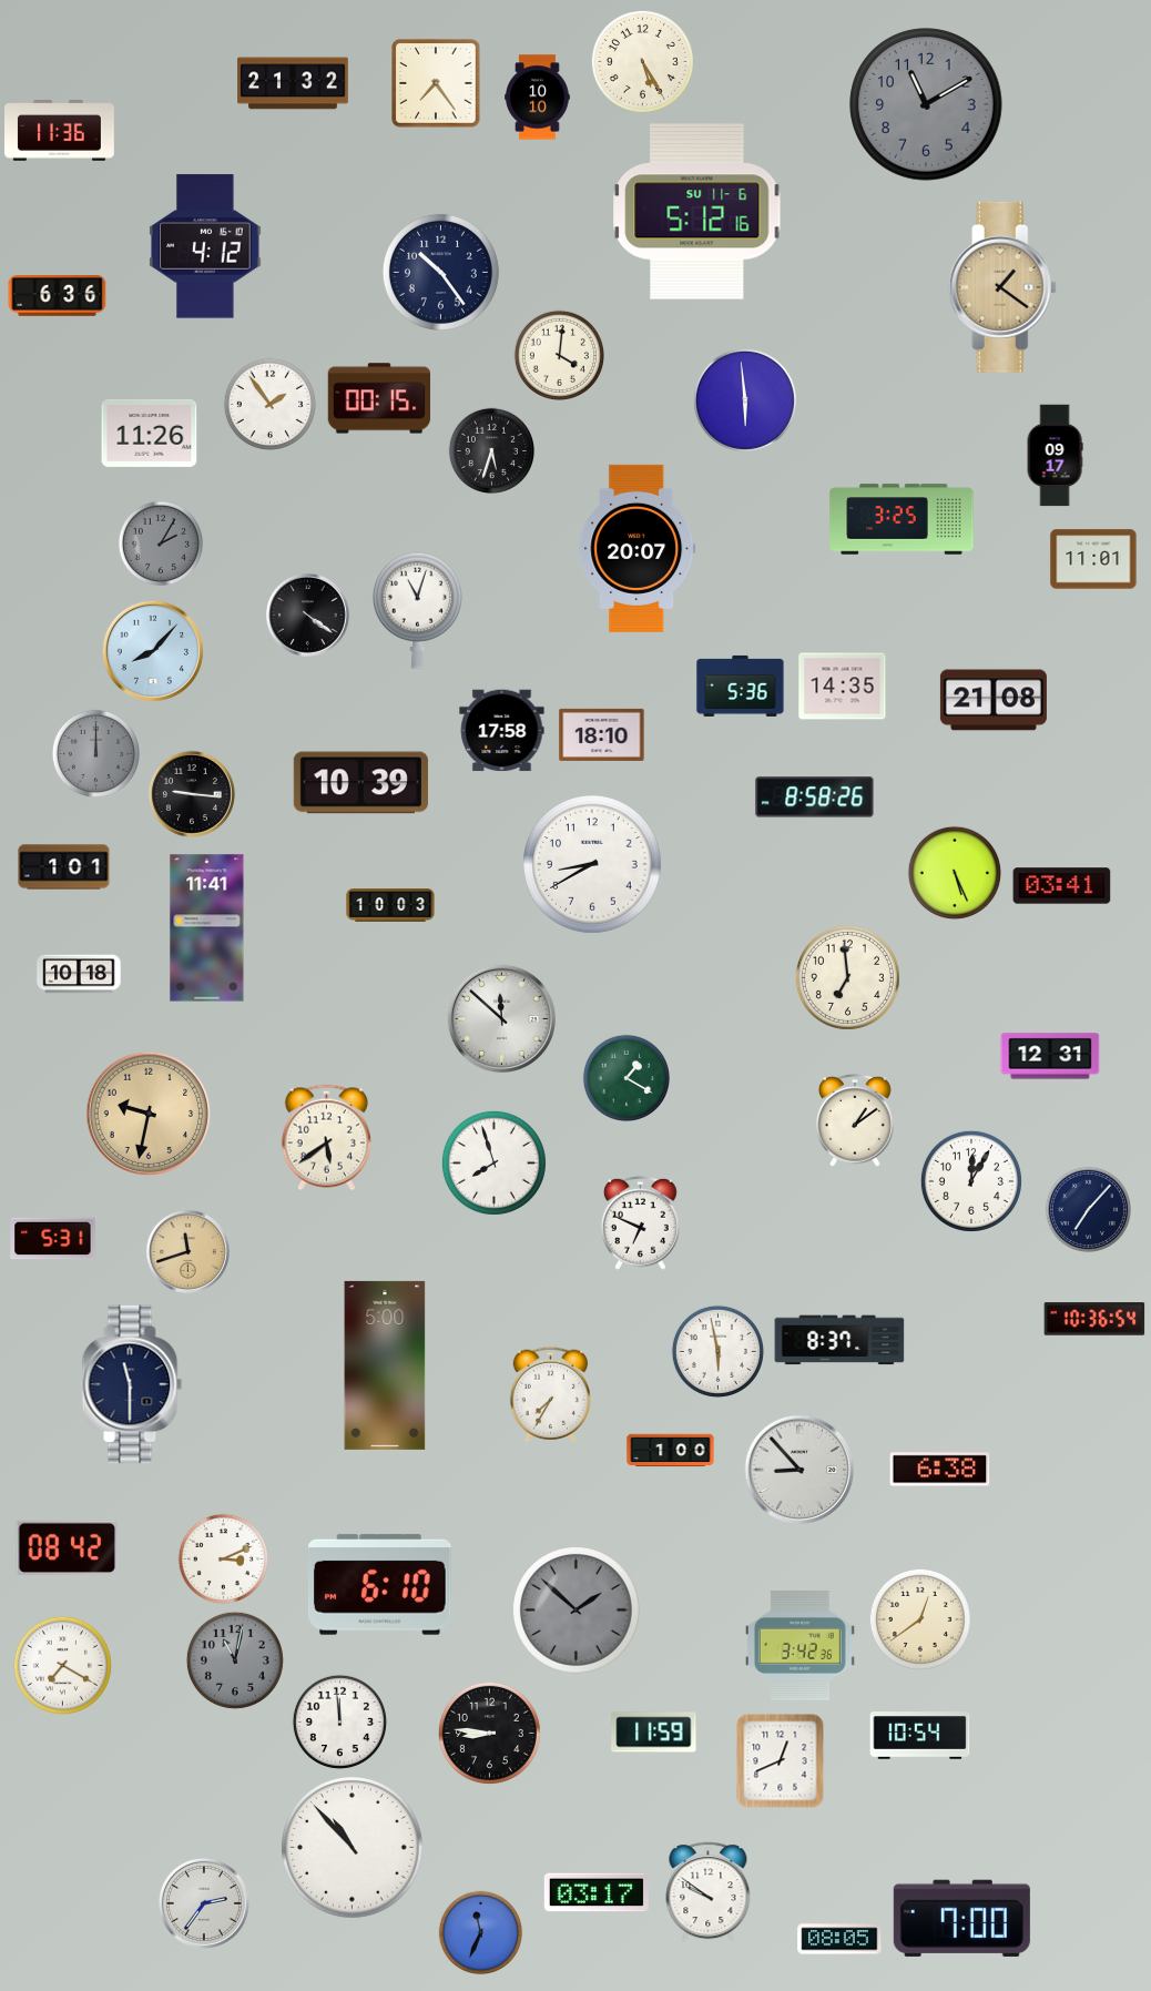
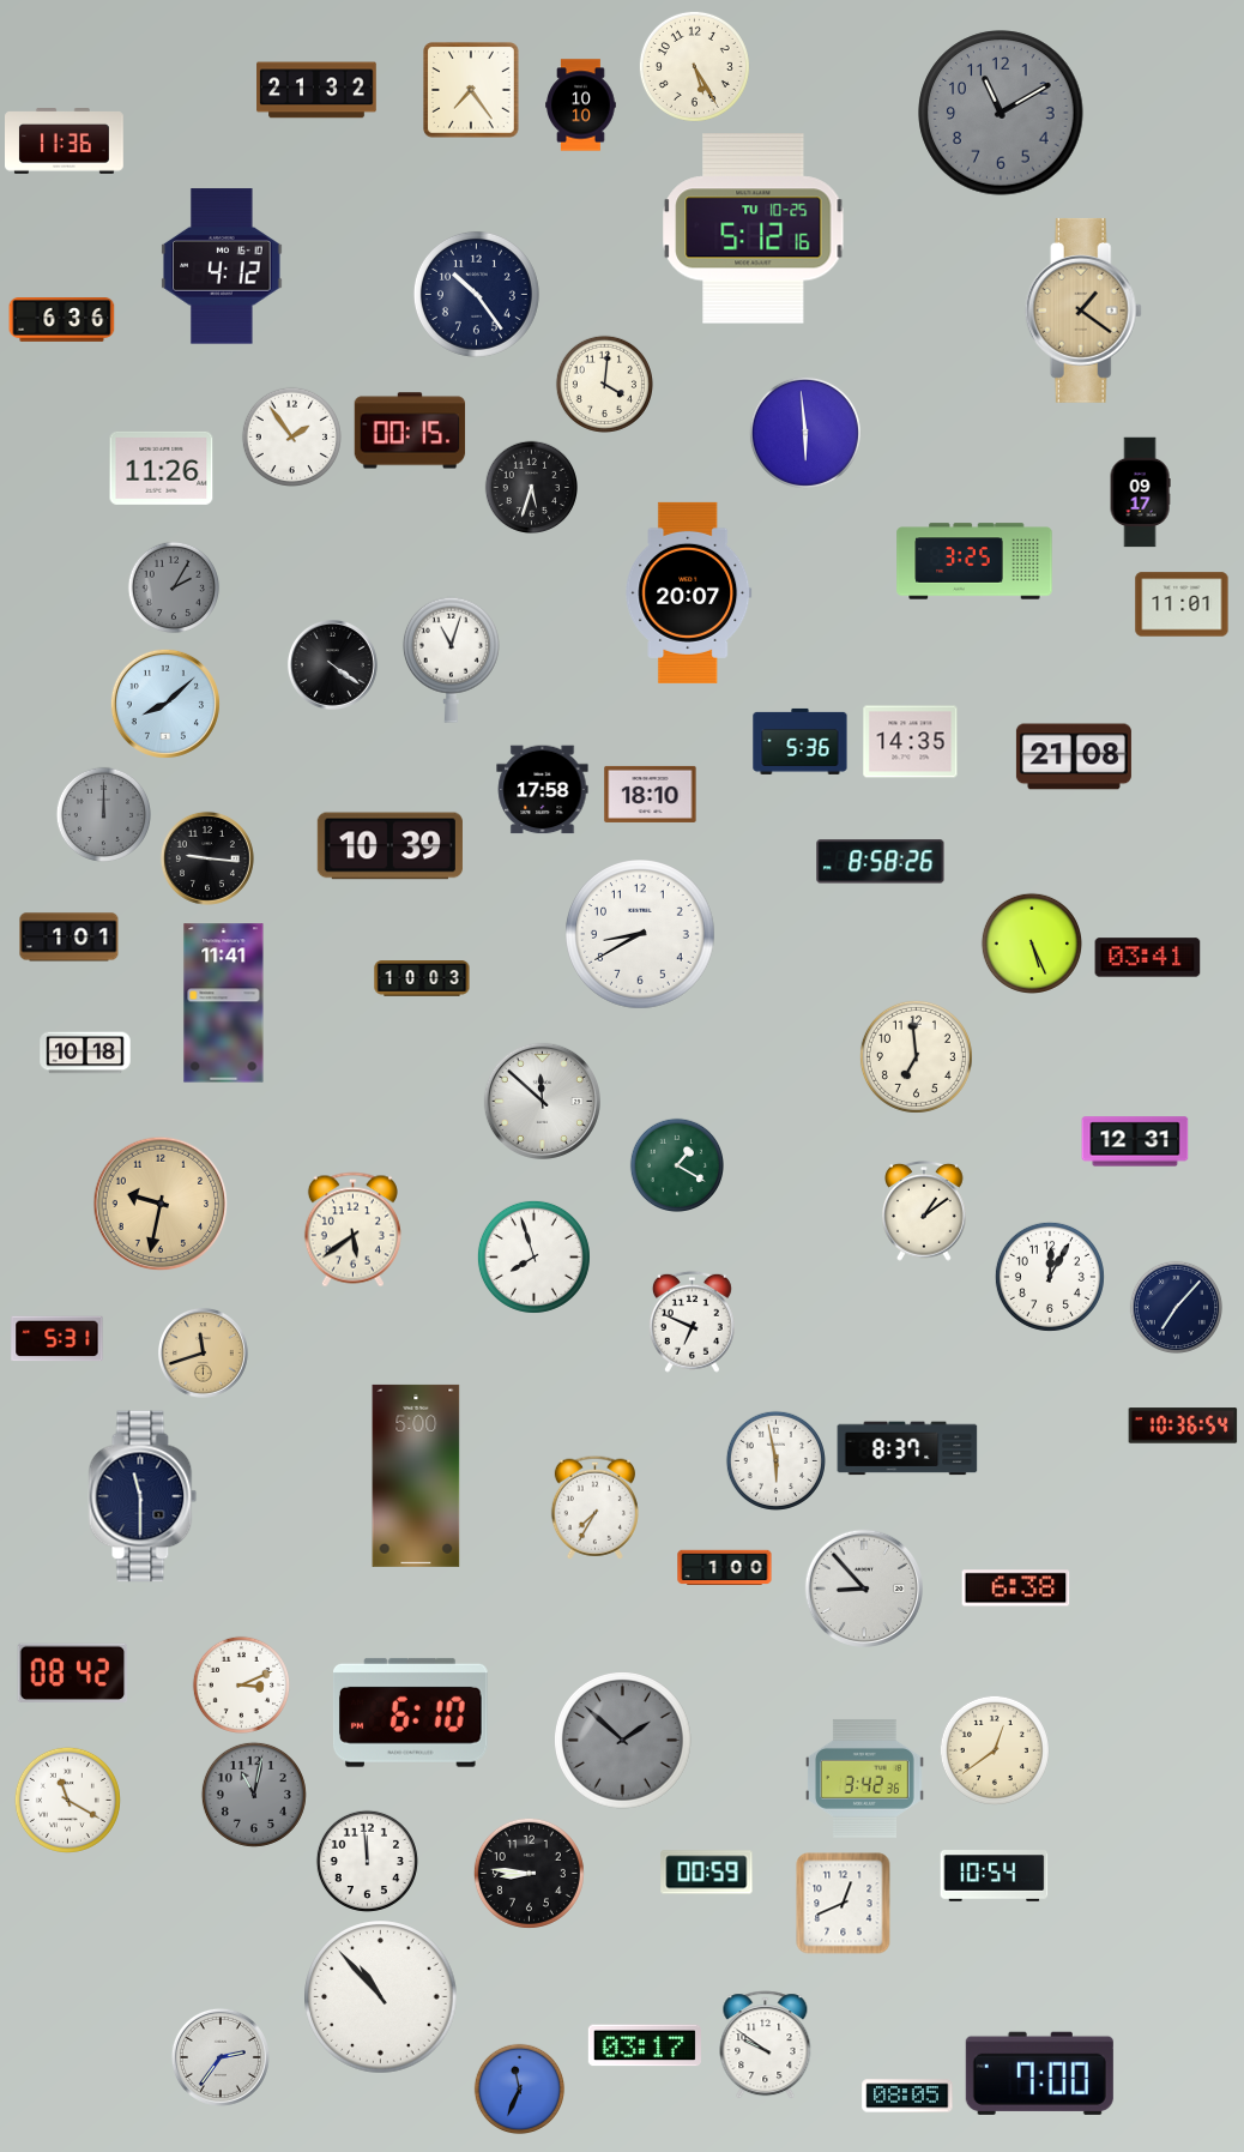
clock at (697, 212) date: SU 11-6 -> TU 10-25
clock at (153, 651): 8:07 -> 8:08
clock at (62, 1665): 7:20 -> 11:20
clock at (654, 1733): 11:59 -> 00:59
